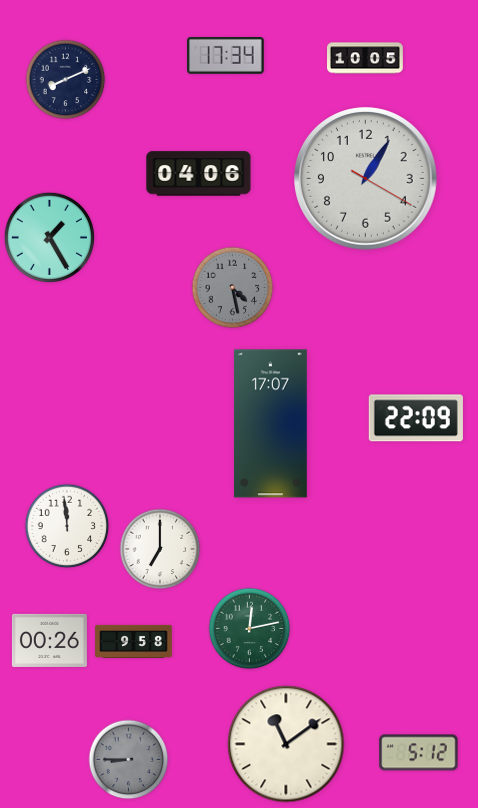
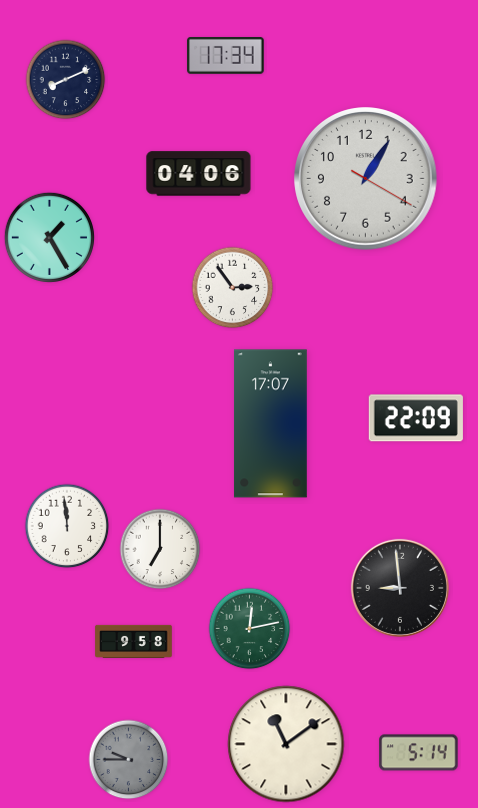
clock at (365, 58): 10:05 -> none
clock at (233, 288): 4:28 -> 2:54
clock at (233, 288) dial: grey -> white
clock at (400, 588): none -> 8:59
clock at (49, 640): 00:26 -> none
clock at (419, 753): 5:12 -> 5:14
clock at (129, 760): 8:45 -> 9:45
